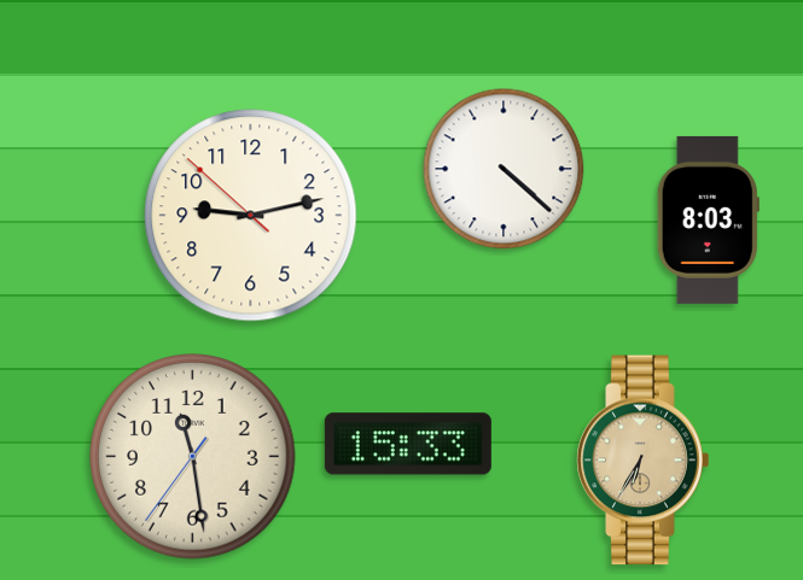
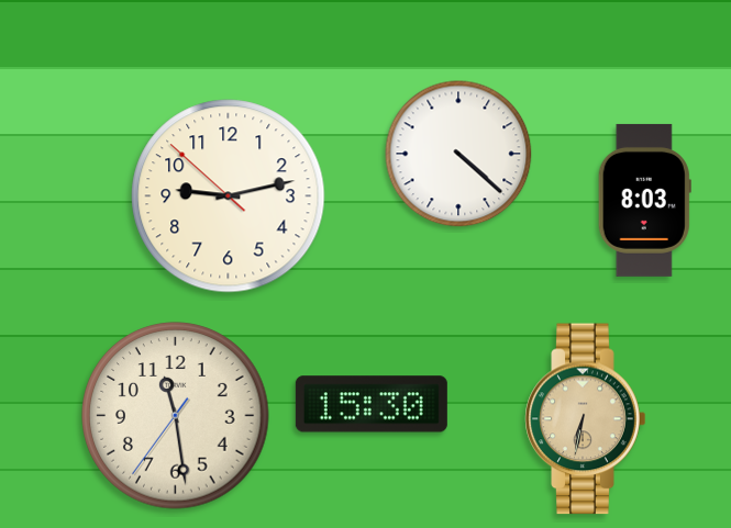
clock at (408, 444): 15:33 -> 15:30
clock at (644, 461): 6:35 -> 6:32
